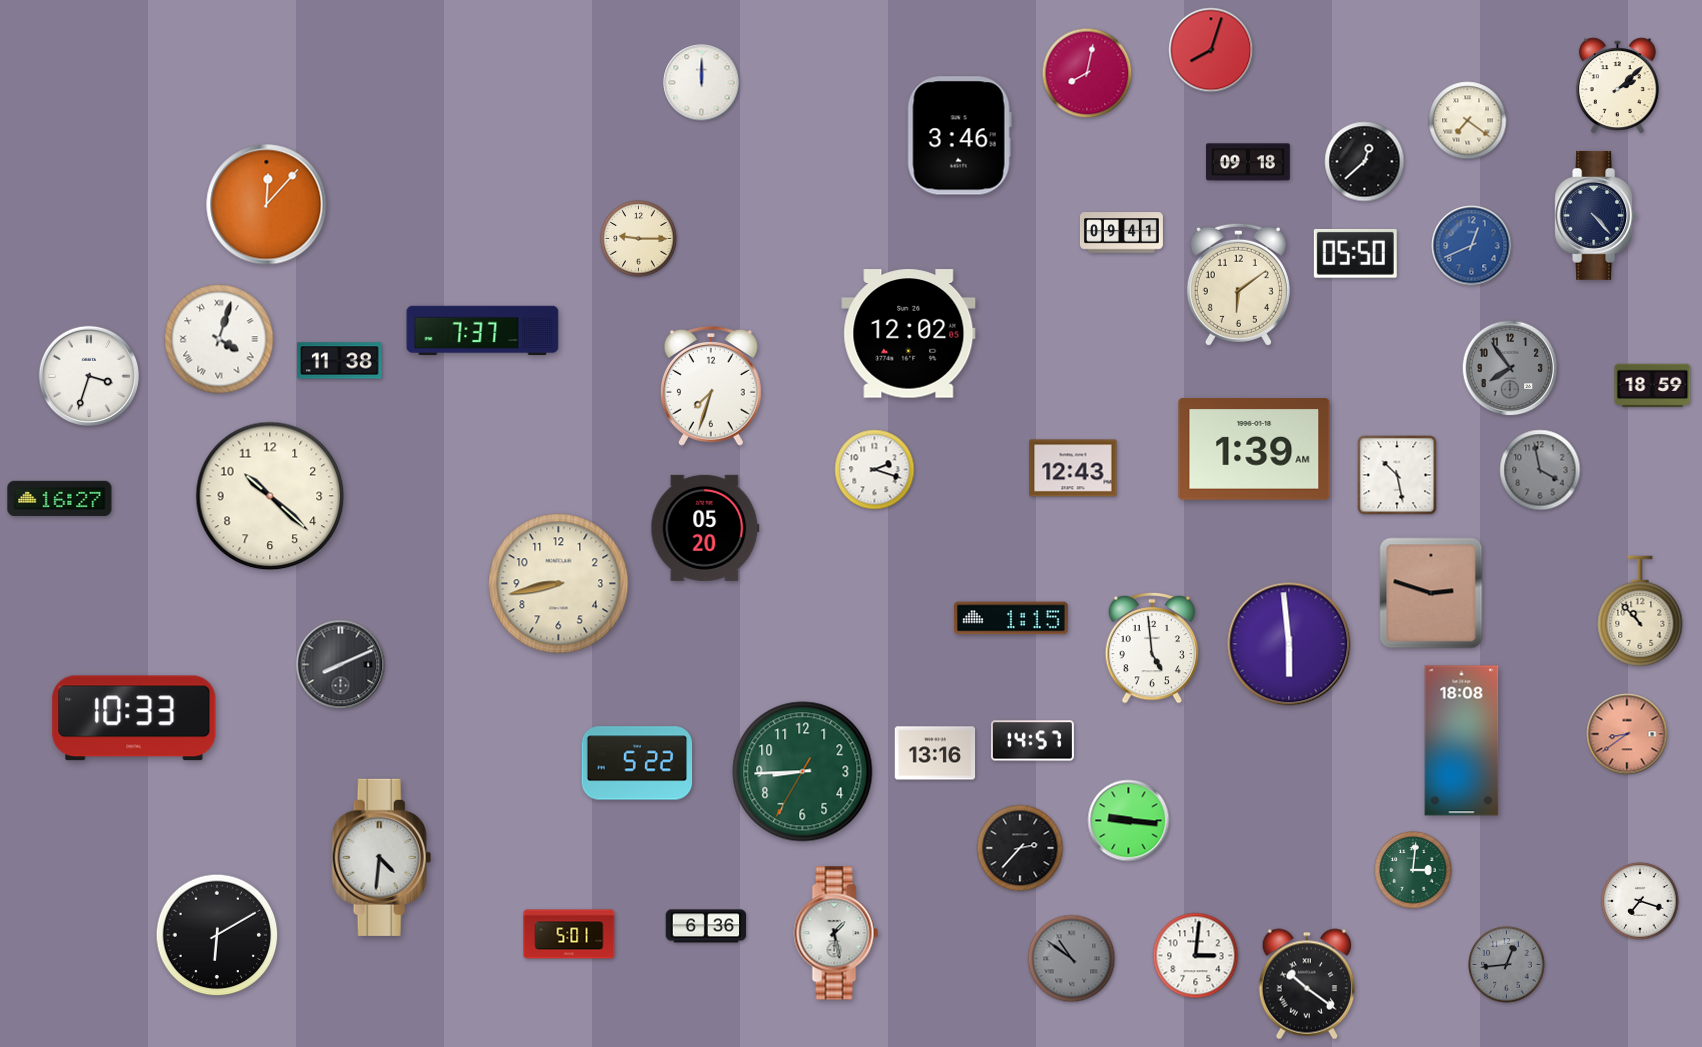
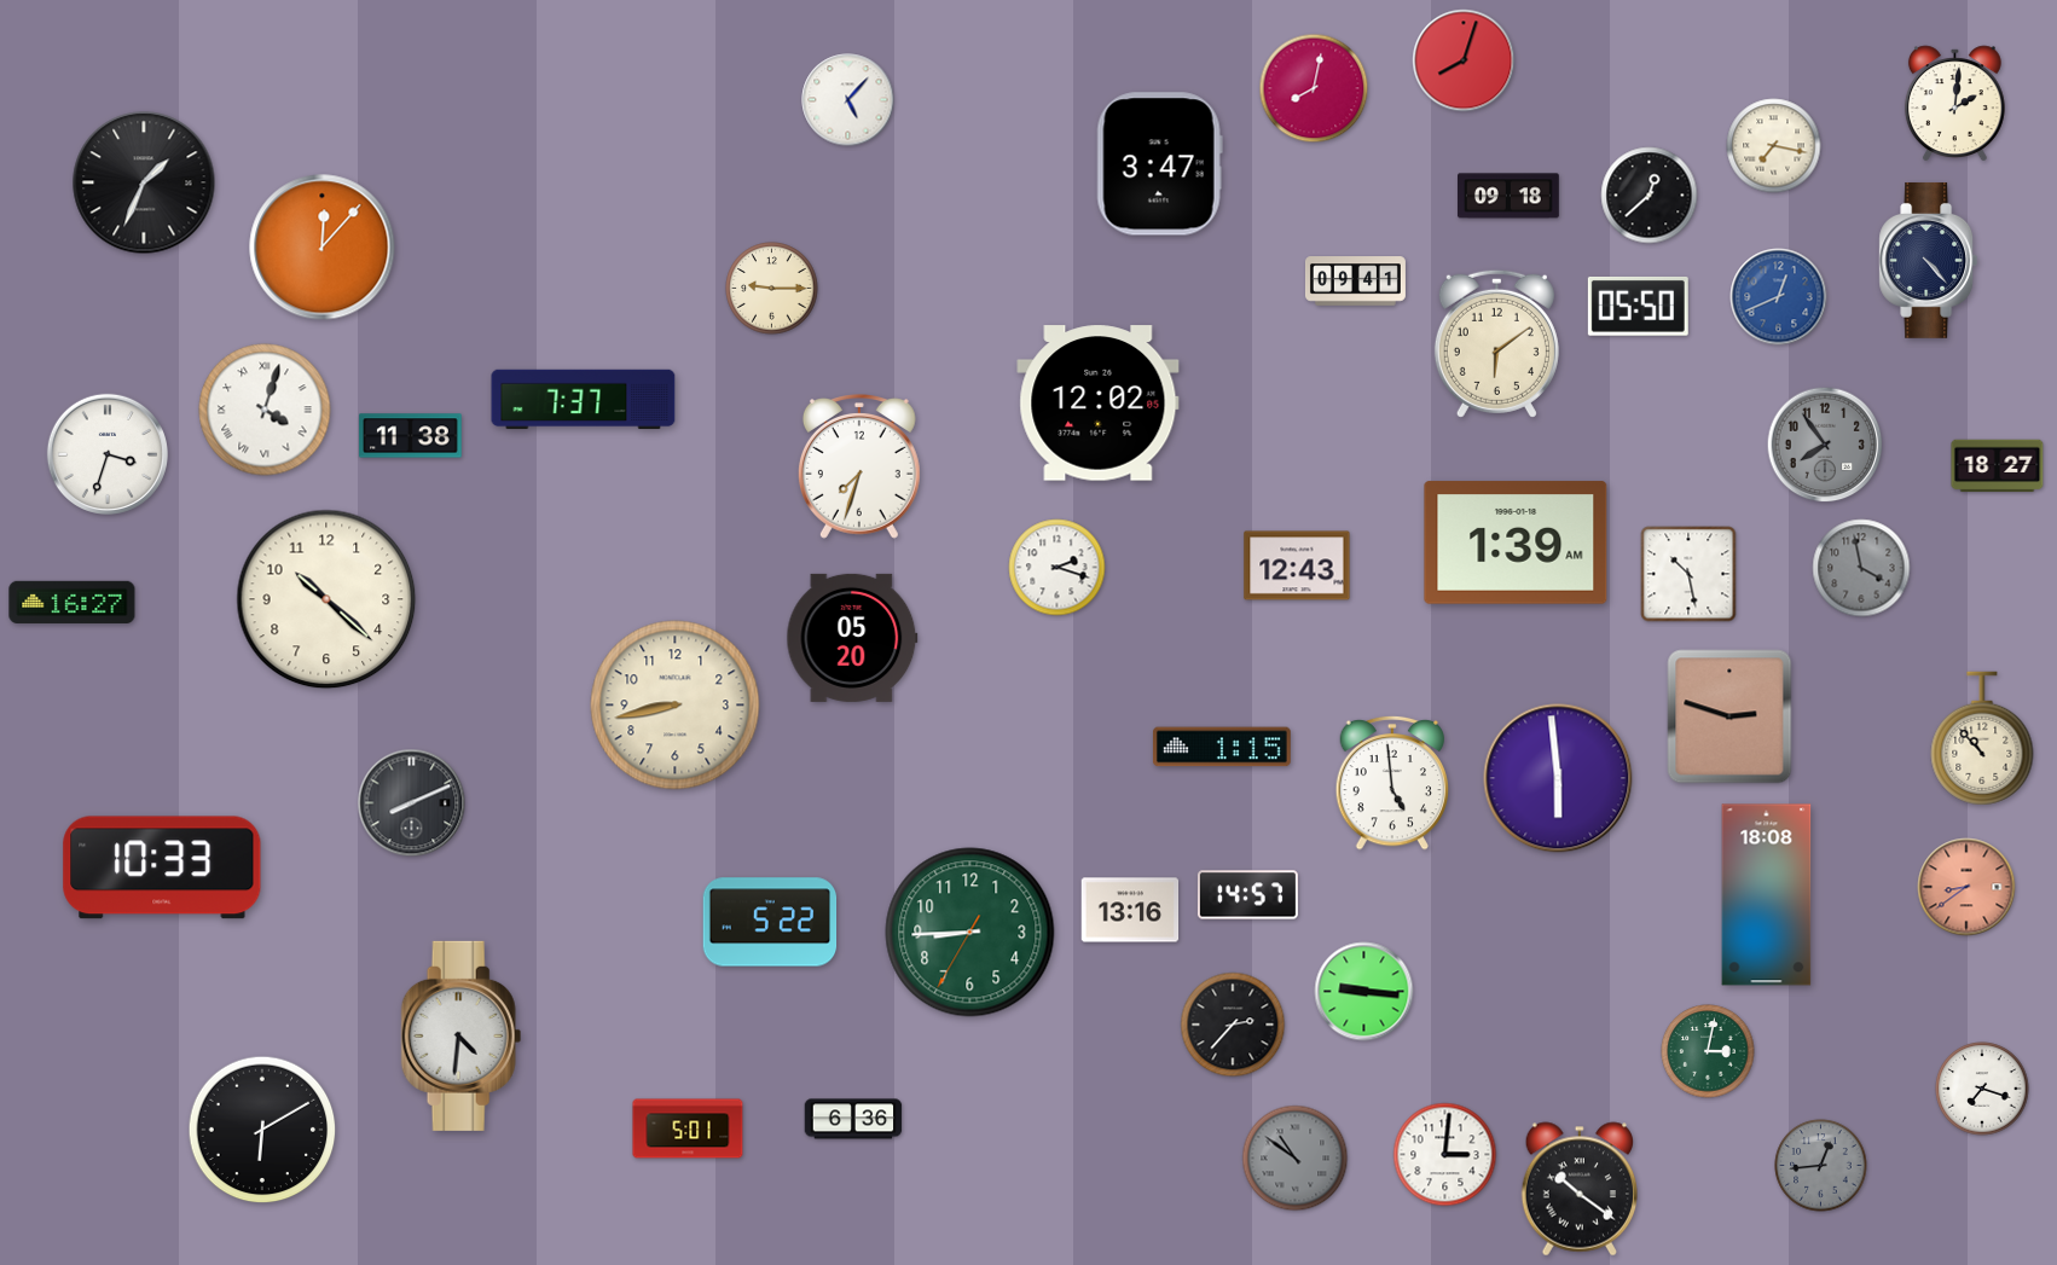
clock at (702, 83): 12:00 -> 5:07
clock at (1617, 85): 2:08 -> 2:01
clock at (1468, 121): 7:21 -> 7:17
clock at (959, 136): 3:46 -> 3:47
clock at (144, 182): none -> 1:34
clock at (1653, 386): 18:59 -> 18:27
clock at (1413, 870): 3:01 -> 3:02
clock at (836, 933): 1:28 -> none
